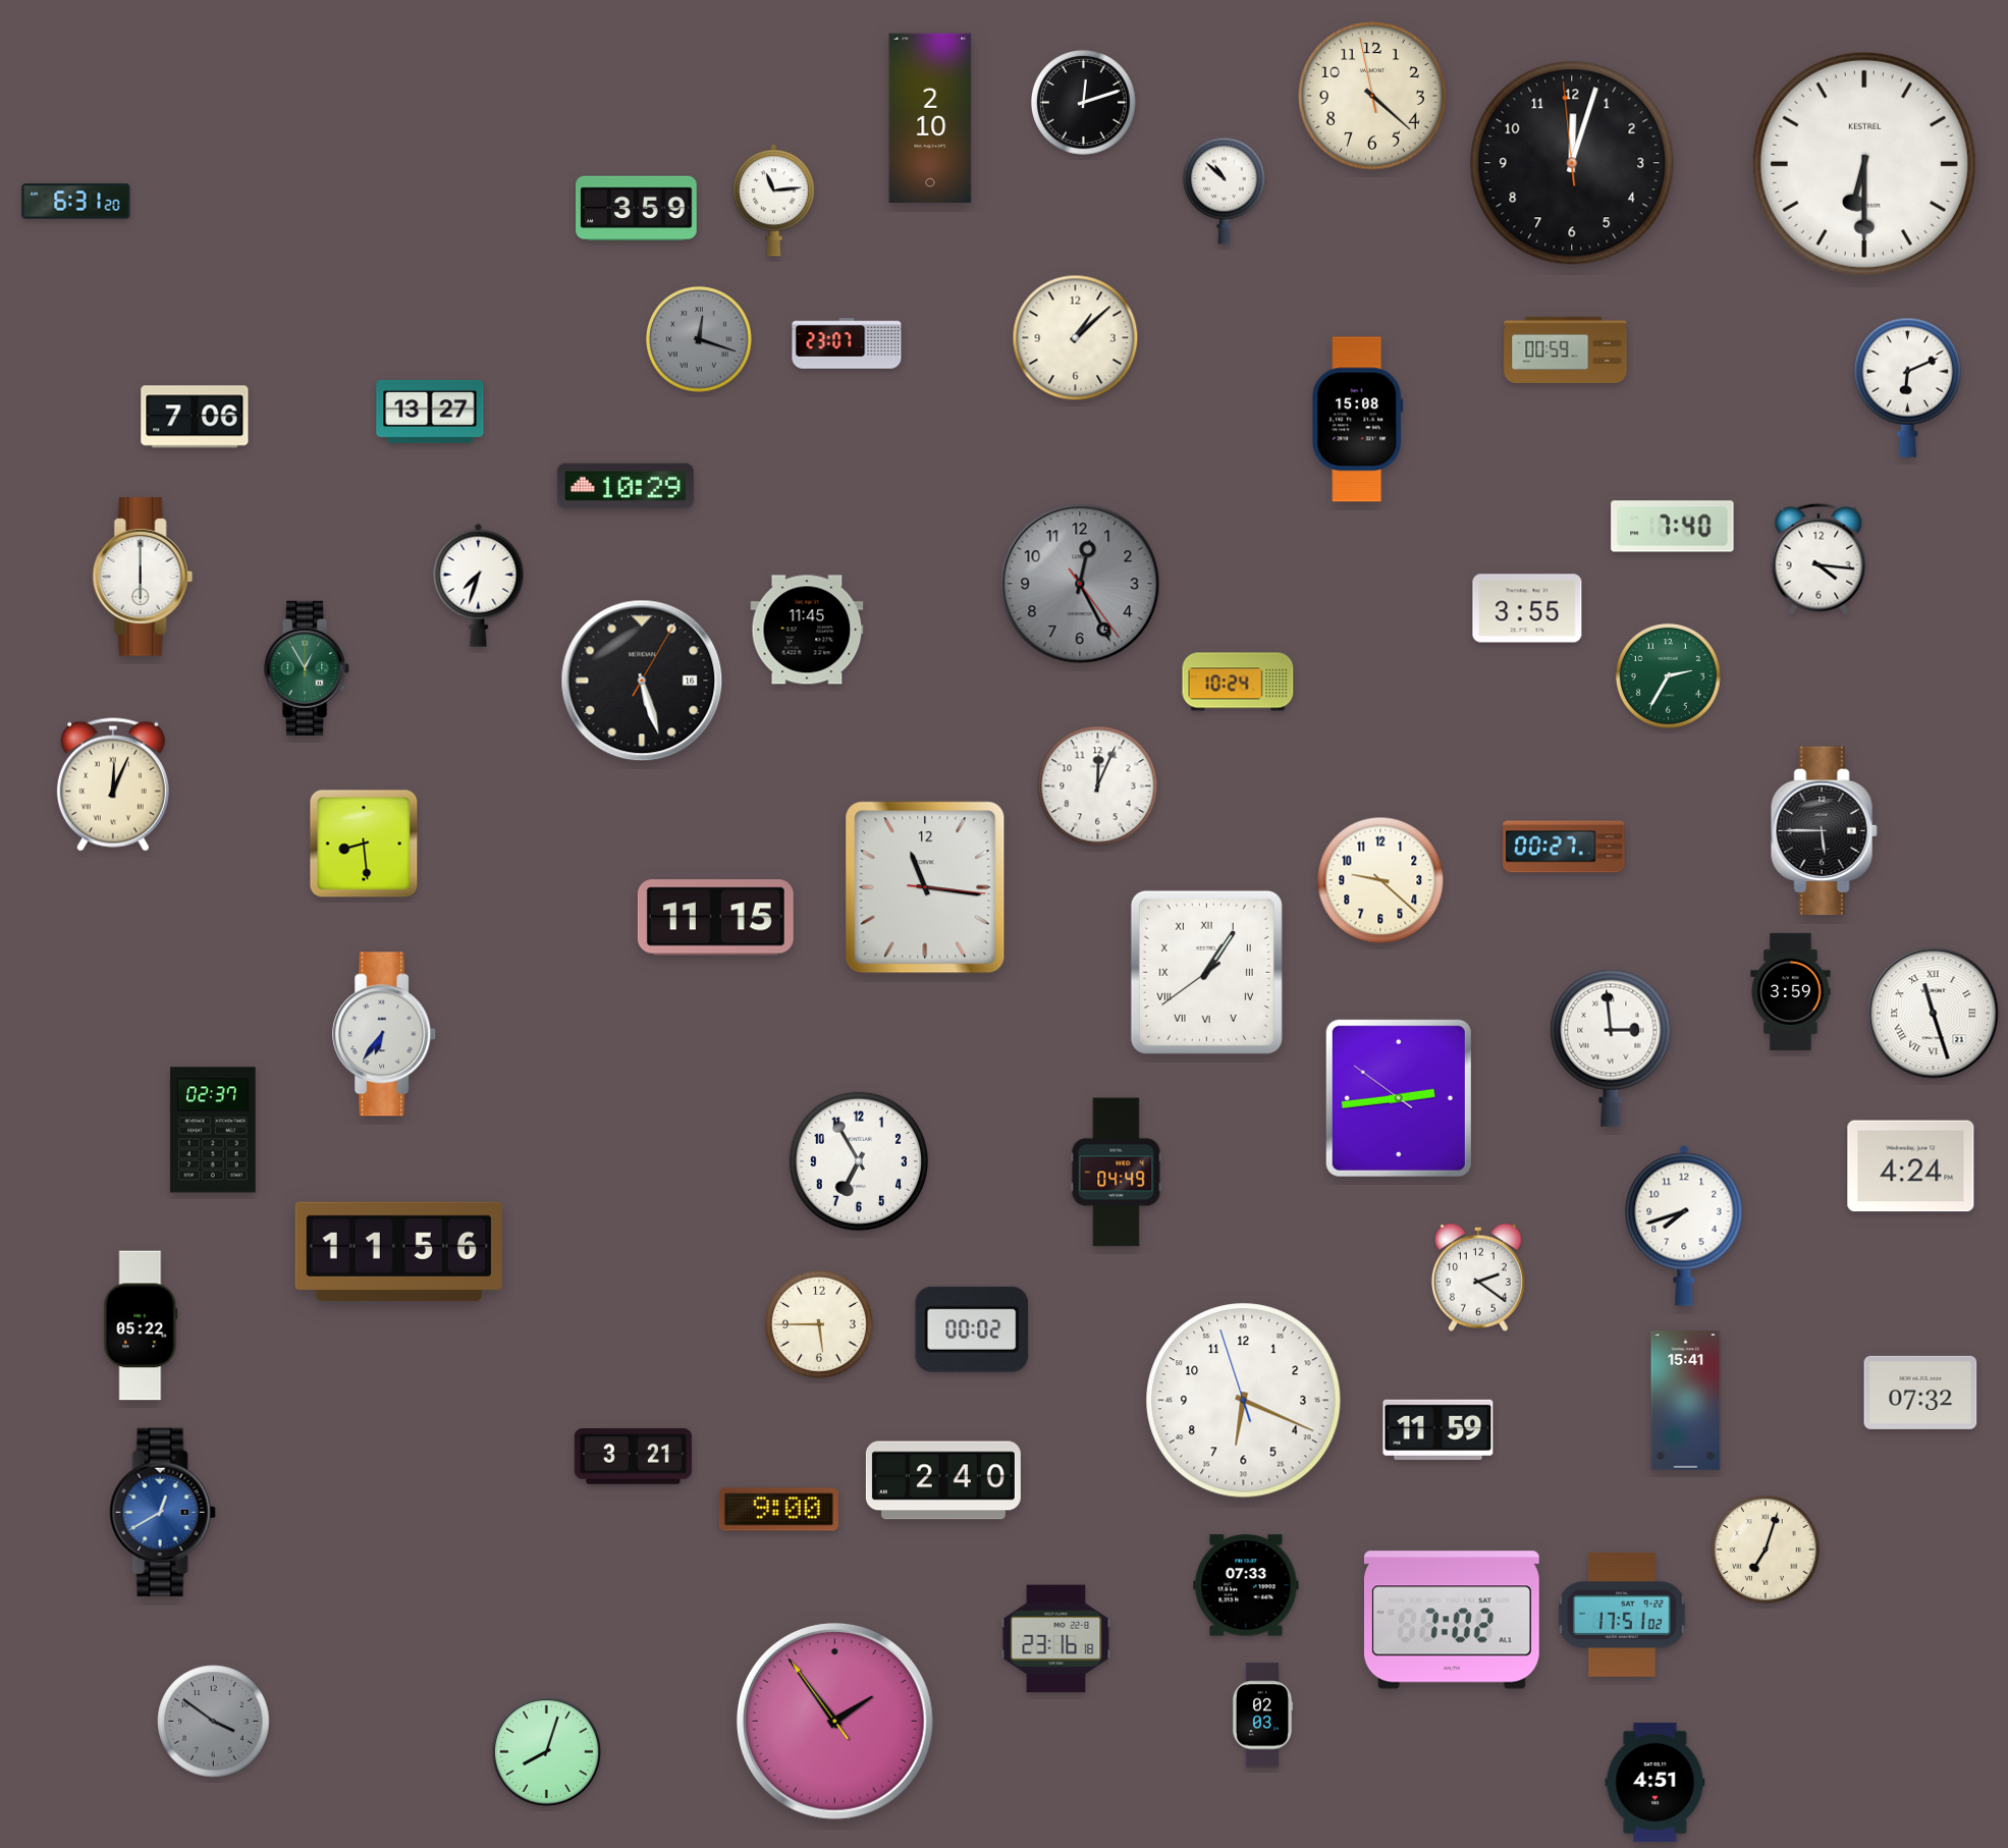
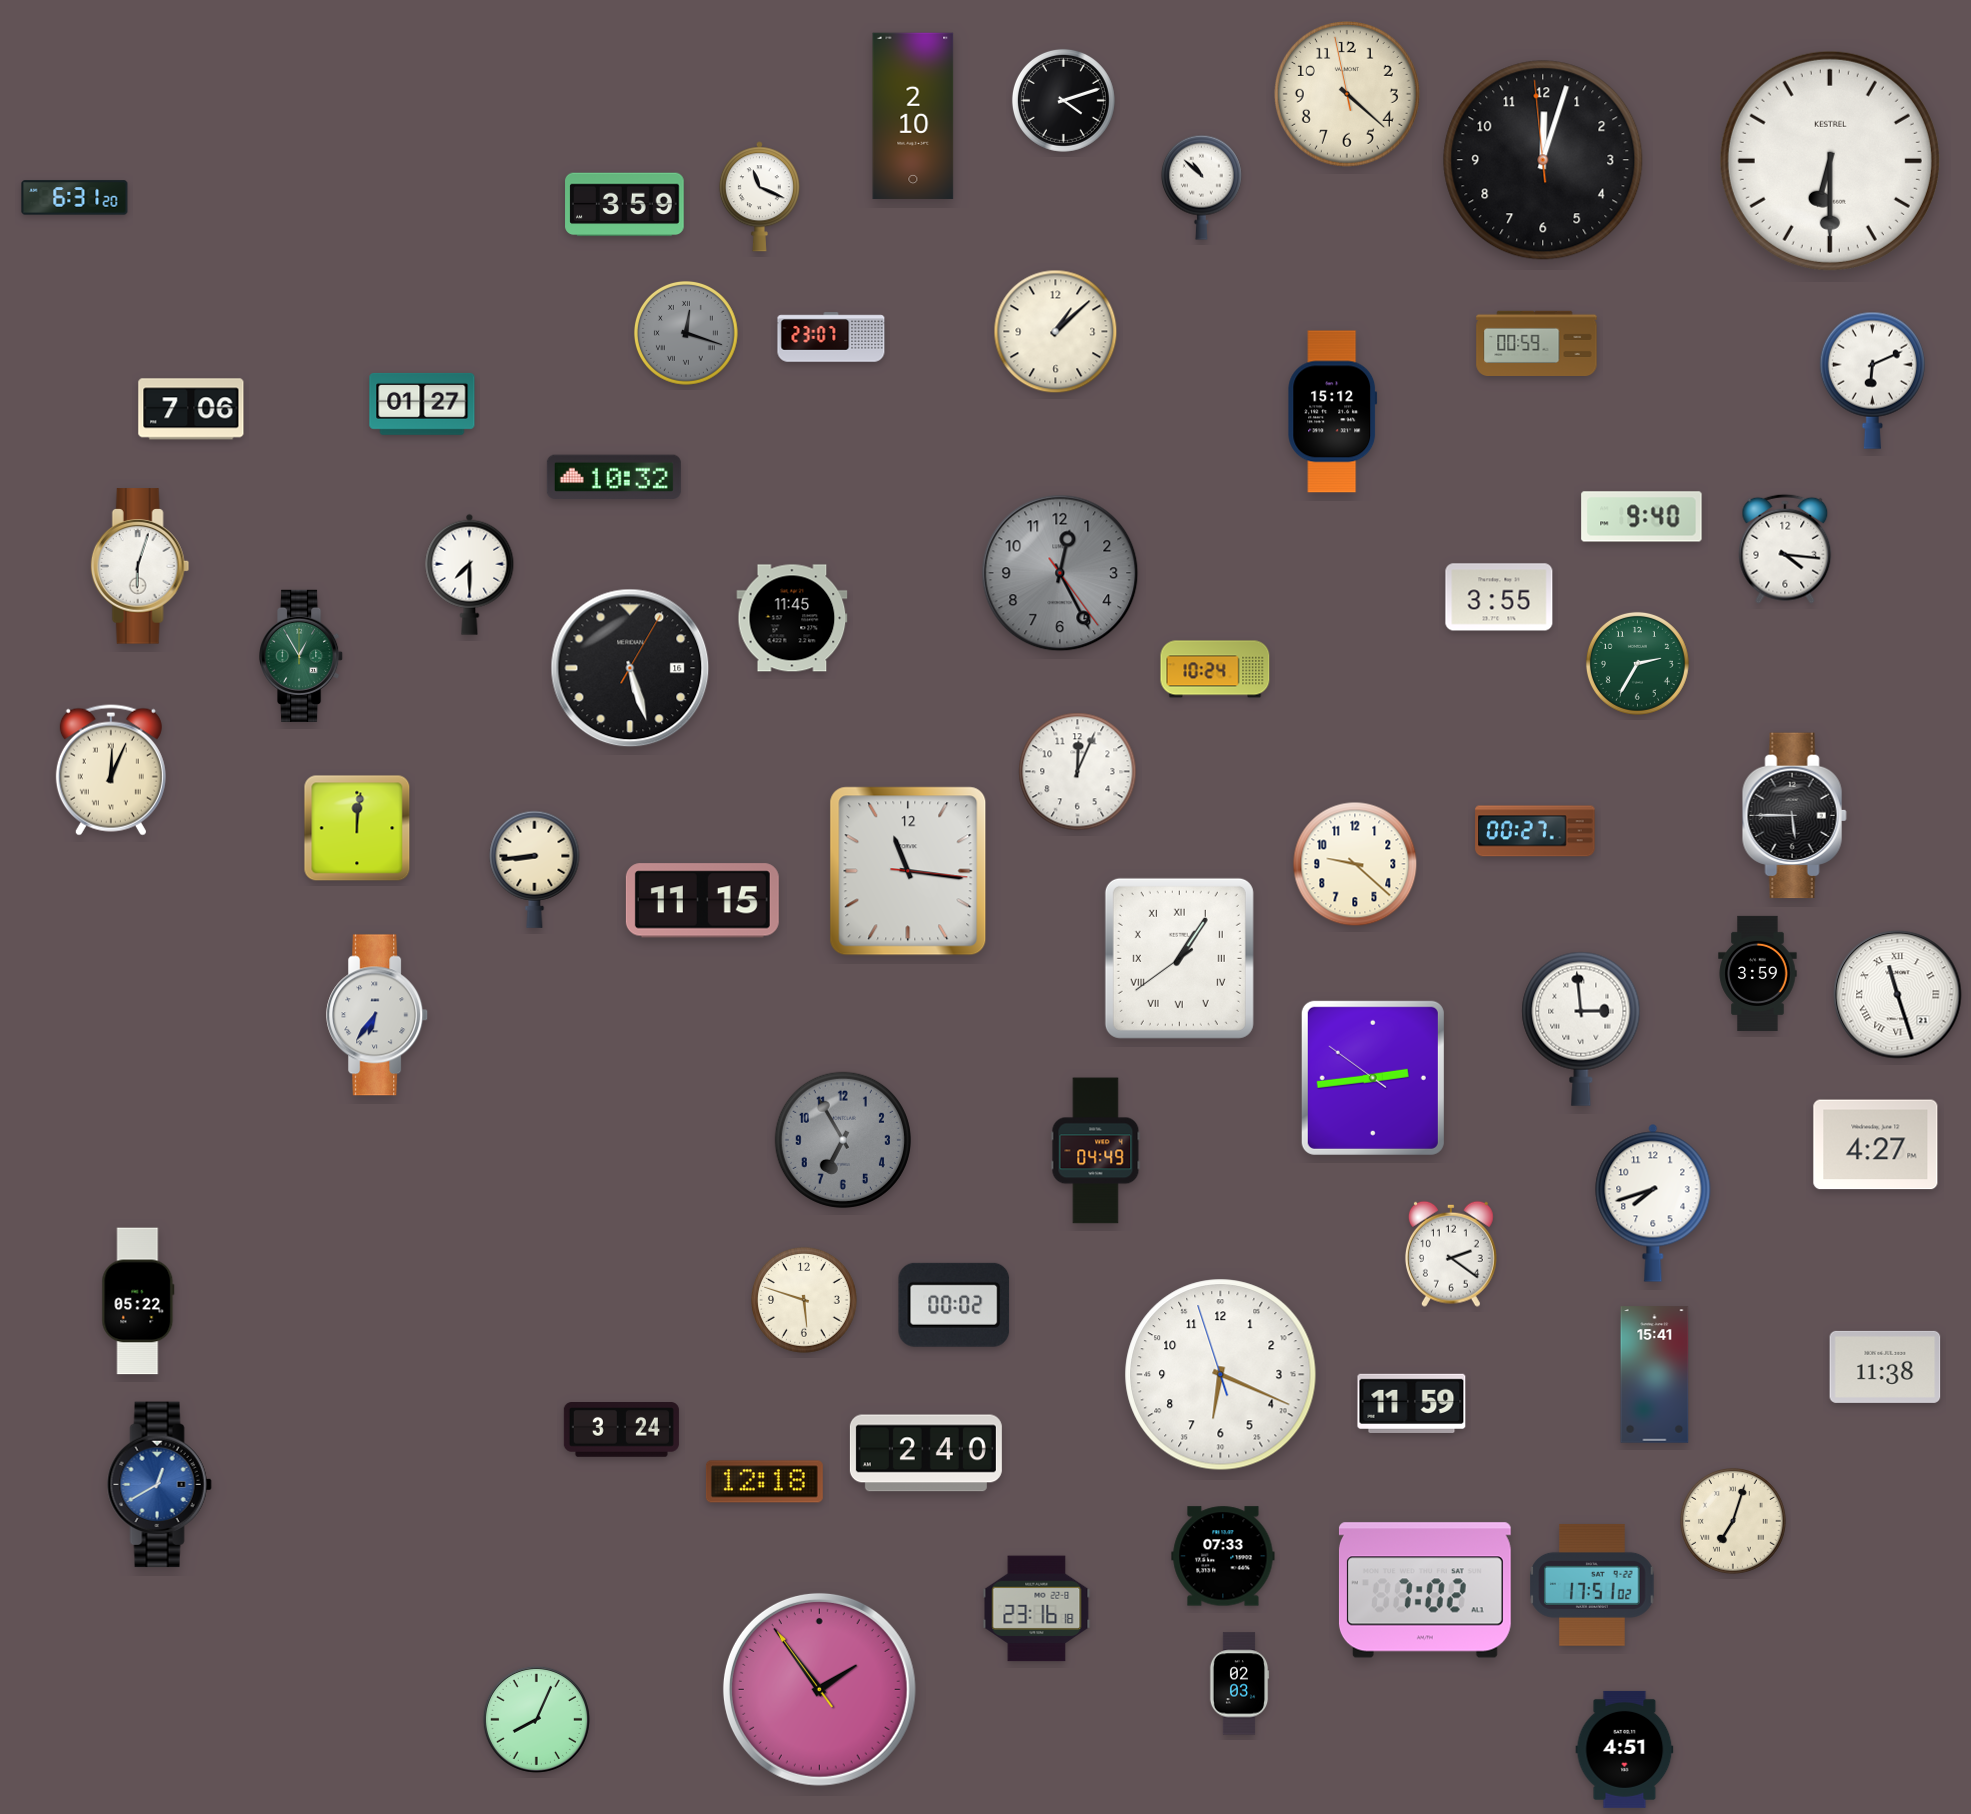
clock at (1083, 102): 12:12 -> 4:12
clock at (773, 201): 11:14 -> 11:19
clock at (430, 412): 13:27 -> 01:27
clock at (1358, 420): 15:08 -> 15:12
clock at (626, 486): 10:29 -> 10:32
clock at (1673, 527): 7:40 -> 9:40
clock at (143, 577): 6:00 -> 6:03
clock at (479, 585): 7:33 -> 7:30
clock at (1824, 831) position: (1824, 831) -> (1794, 816)
clock at (364, 844): 8:29 -> 12:01
clock at (535, 869): none -> 8:44
clock at (1206, 972) position: (1206, 972) -> (1179, 958)
clock at (213, 1130): 02:37 -> none
clock at (859, 1161) dial: white -> grey
clock at (1911, 1166): 4:24 -> 4:27
clock at (398, 1251): 11:56 -> none
clock at (820, 1325): 5:45 -> 5:48
clock at (1920, 1393): 07:32 -> 11:38
clock at (633, 1457): 3:21 -> 3:24
clock at (778, 1510): 9:00 -> 12:18
clock at (214, 1722): 3:51 -> none
clock at (546, 1751): 8:03 -> 8:04
